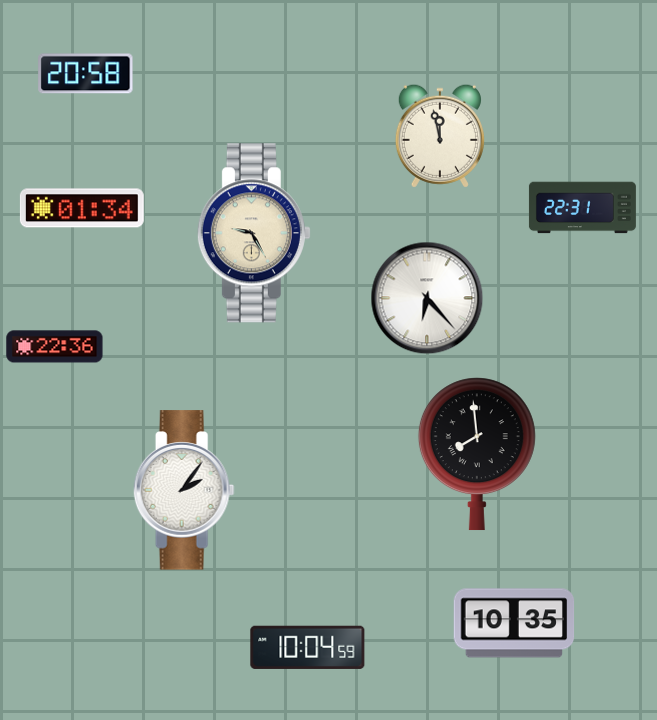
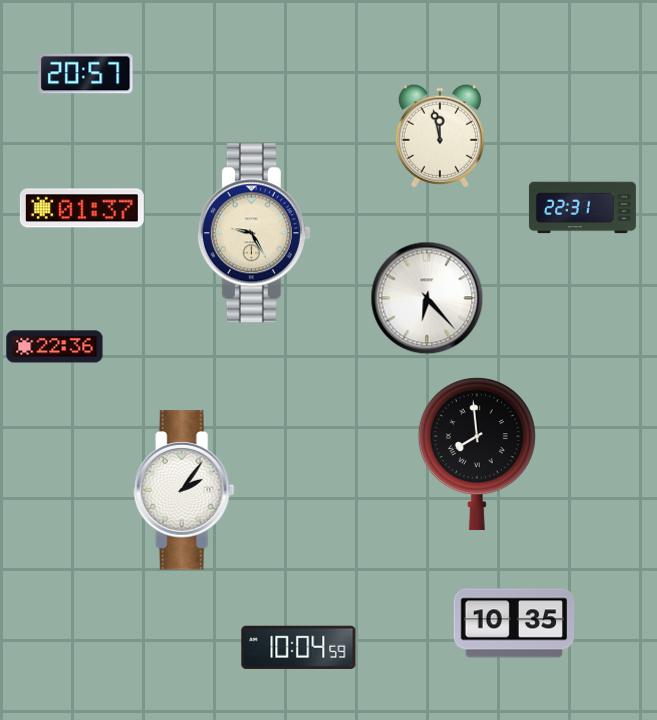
clock at (86, 74): 20:58 -> 20:57
clock at (82, 208): 01:34 -> 01:37
clock at (308, 647) position: (308, 647) -> (299, 647)
